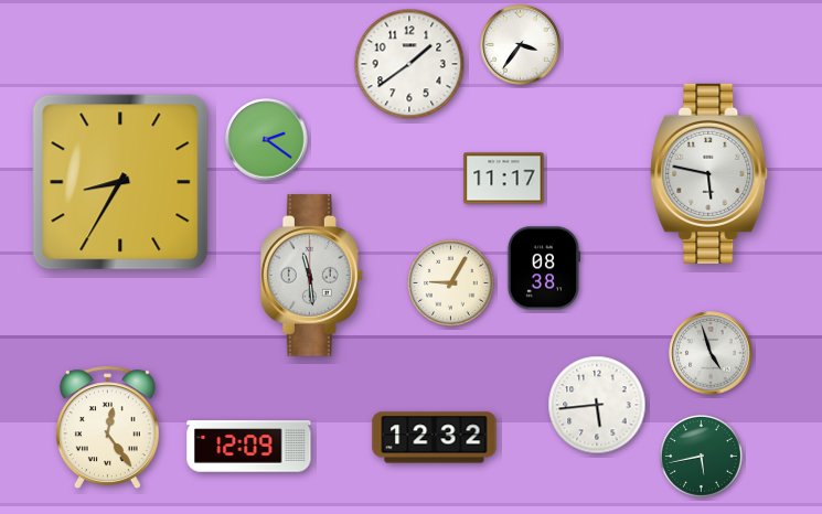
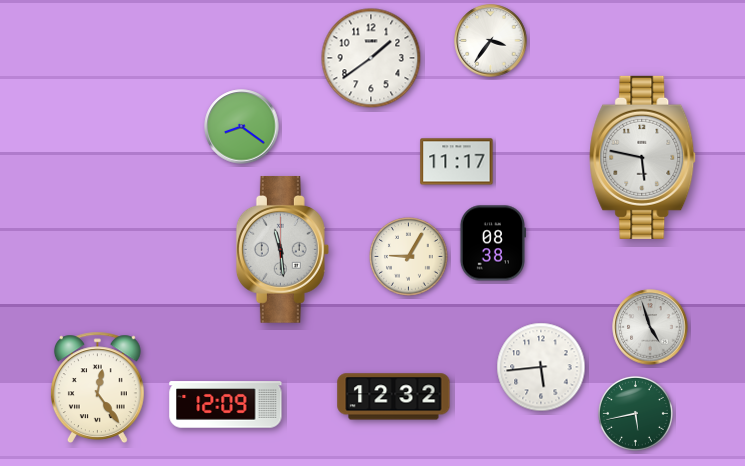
clock at (521, 45) position: (521, 45) -> (491, 41)
clock at (267, 140): 2:21 -> 8:21
clock at (120, 182): 8:35 -> none
clock at (711, 353) position: (711, 353) -> (650, 327)
